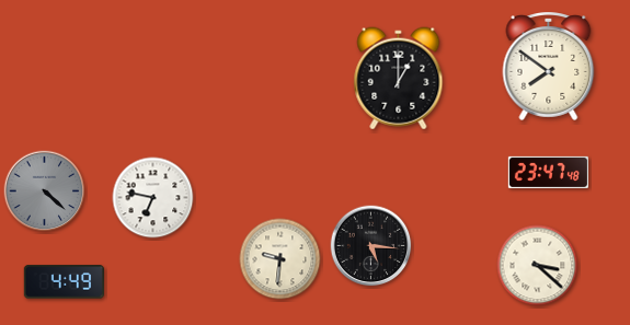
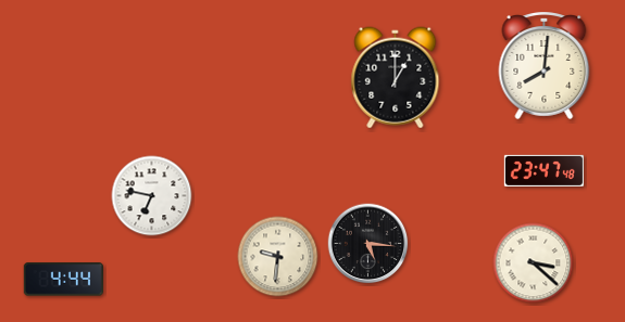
clock at (549, 66): 7:51 -> 8:01
clock at (45, 191): 4:22 -> none
clock at (64, 282): 4:49 -> 4:44
